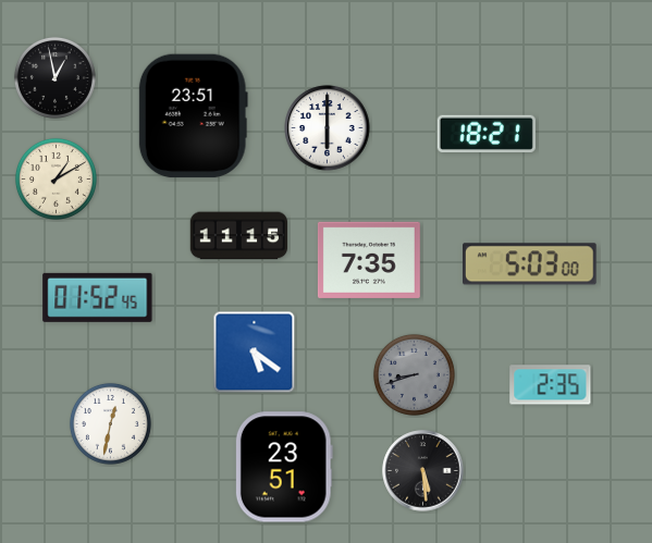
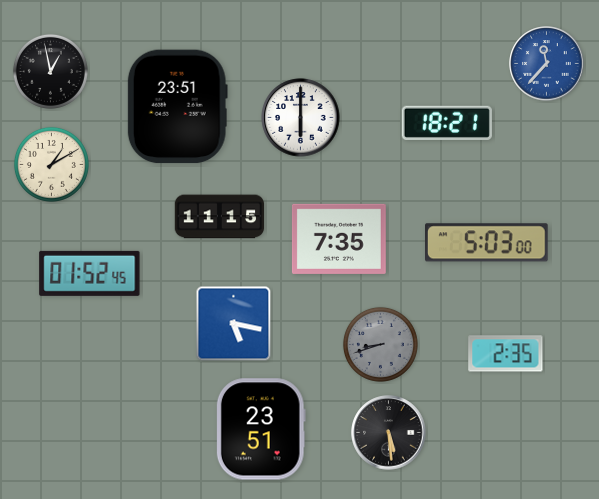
clock at (547, 64): none -> 11:37
clock at (255, 353): 5:21 -> 5:17
clock at (110, 423): 12:32 -> none
